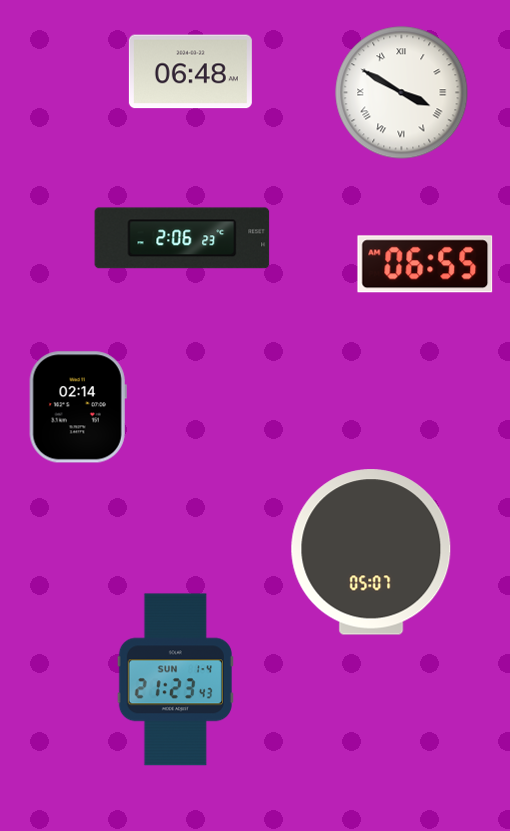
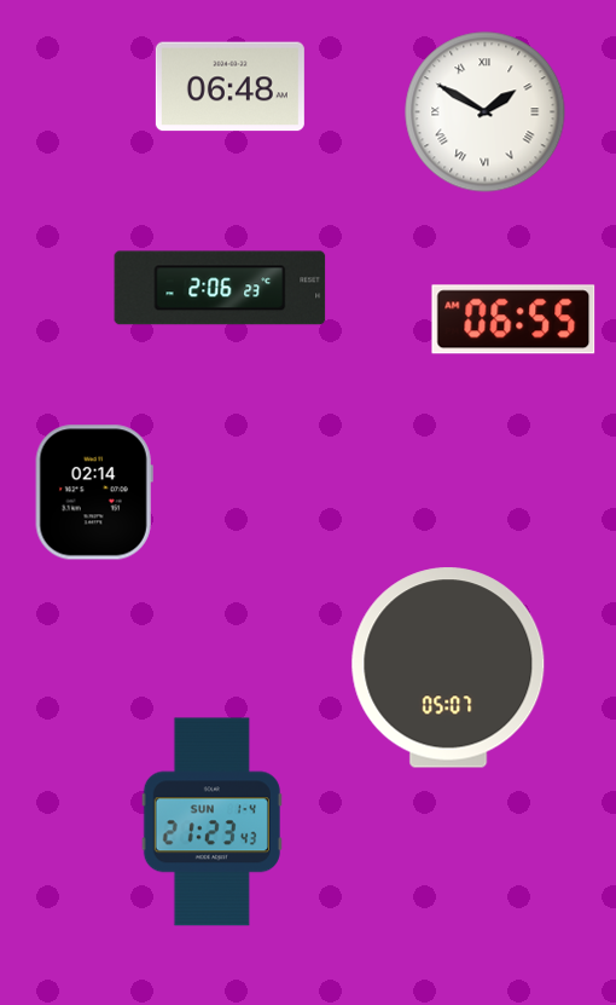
clock at (402, 93): 3:50 -> 1:50
